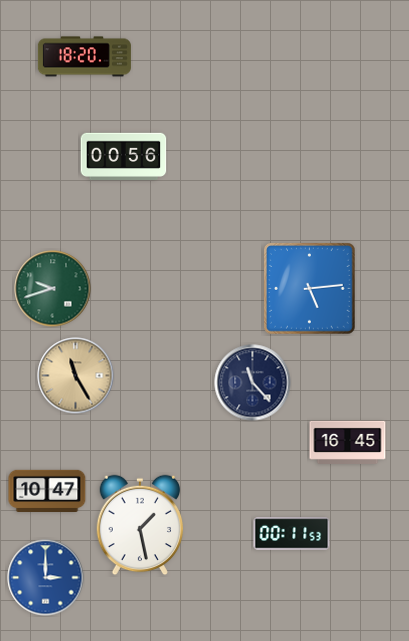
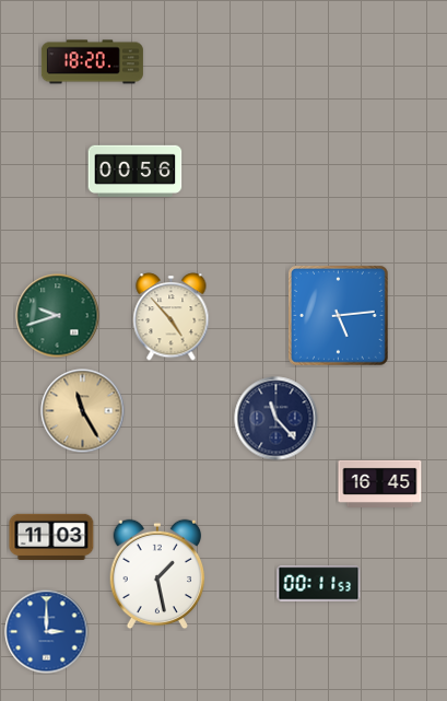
clock at (172, 317): none -> 4:53
clock at (47, 490): 10:47 -> 11:03
clock at (140, 525) position: (140, 525) -> (157, 574)
clock at (46, 578) position: (46, 578) -> (47, 632)
